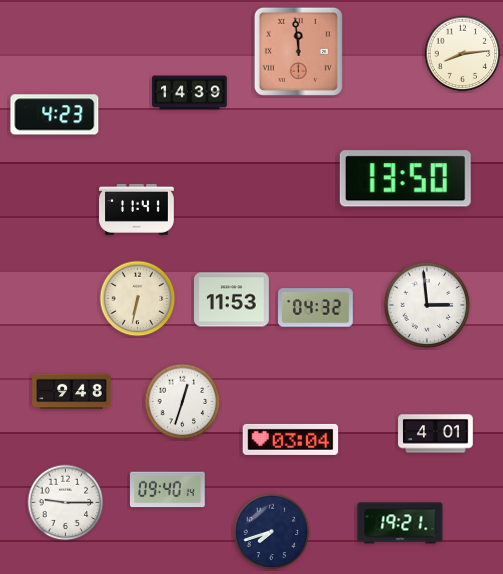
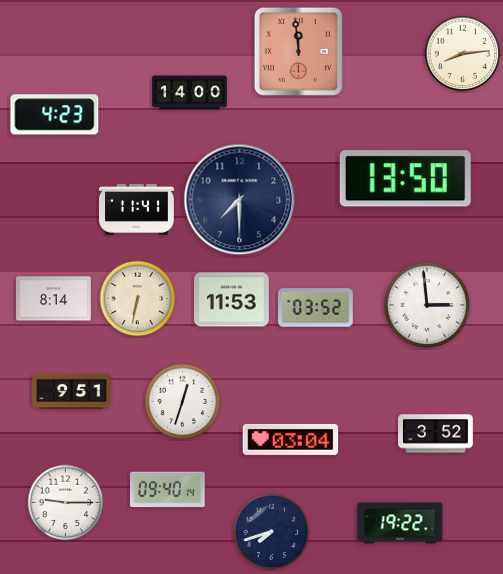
clock at (190, 93): 14:39 -> 14:00
clock at (240, 200): none -> 7:30
clock at (54, 299): none -> 8:14
clock at (316, 308): 04:32 -> 03:52
clock at (72, 392): 9:48 -> 9:51
clock at (436, 434): 4:01 -> 3:52
clock at (400, 523): 19:21 -> 19:22
